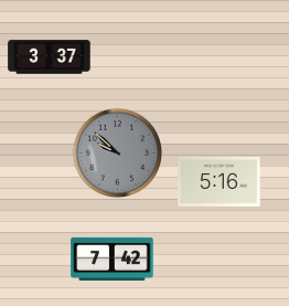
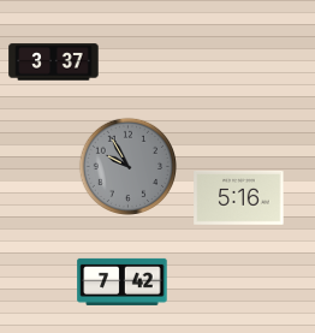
clock at (117, 152): 9:52 -> 9:55
